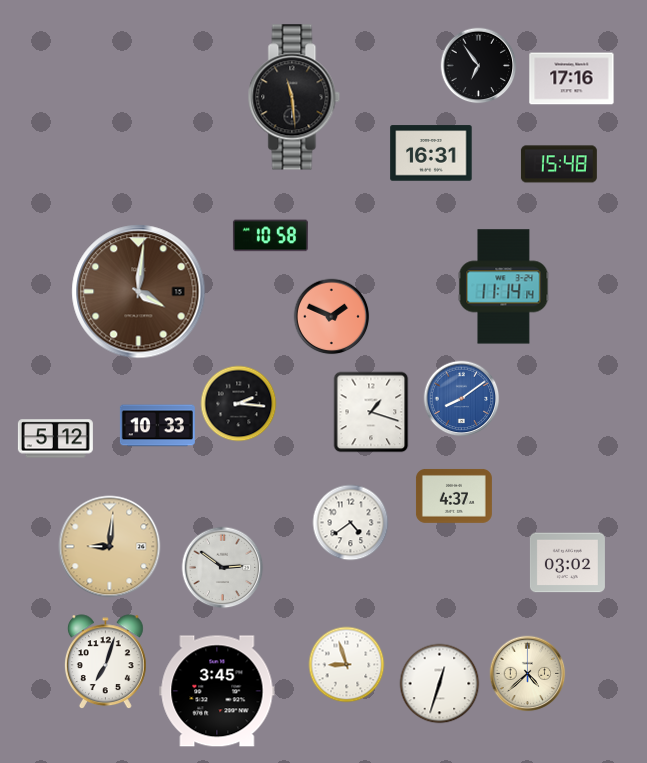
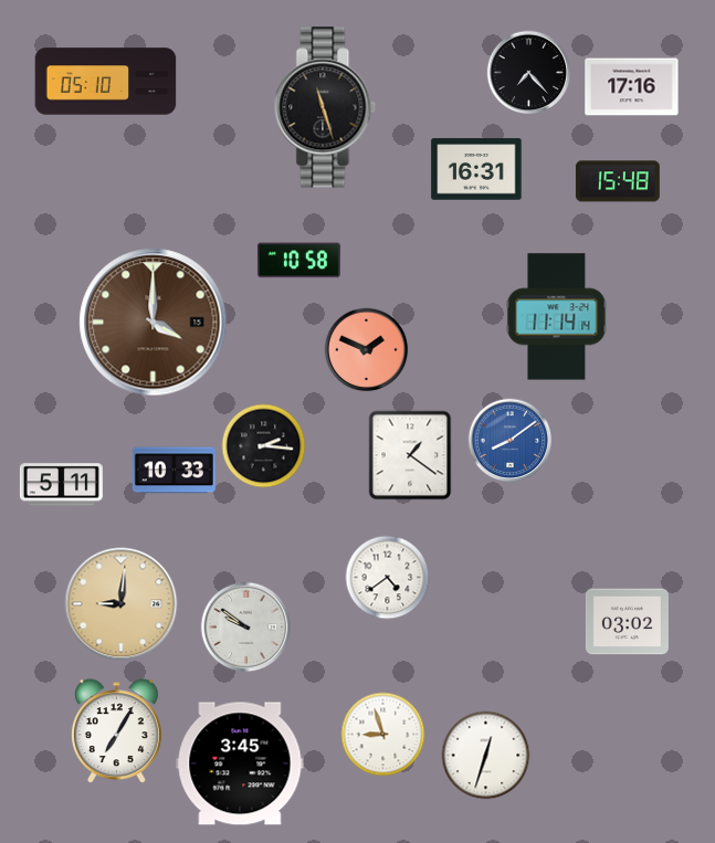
clock at (479, 66): 6:54 -> 7:23
clock at (106, 82): none -> 05:10
clock at (294, 97): 11:29 -> 11:27
clock at (139, 292): 4:01 -> 4:00
clock at (371, 412): 1:18 -> 1:21
clock at (55, 439): 5:12 -> 5:11
clock at (454, 496): 4:37 -> none
clock at (223, 568): 2:51 -> 9:51
clock at (105, 662): 7:03 -> 7:05
clock at (528, 674): 4:38 -> none
